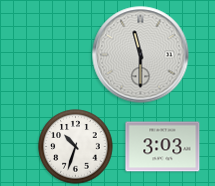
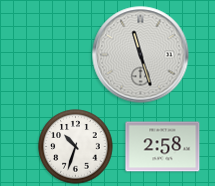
clock at (141, 55): 11:30 -> 11:27
clock at (163, 147): 3:03 -> 2:58
